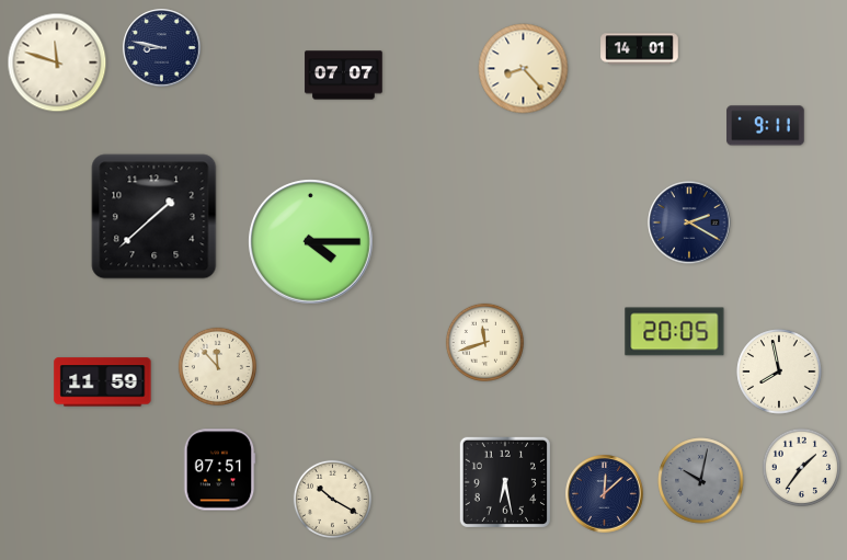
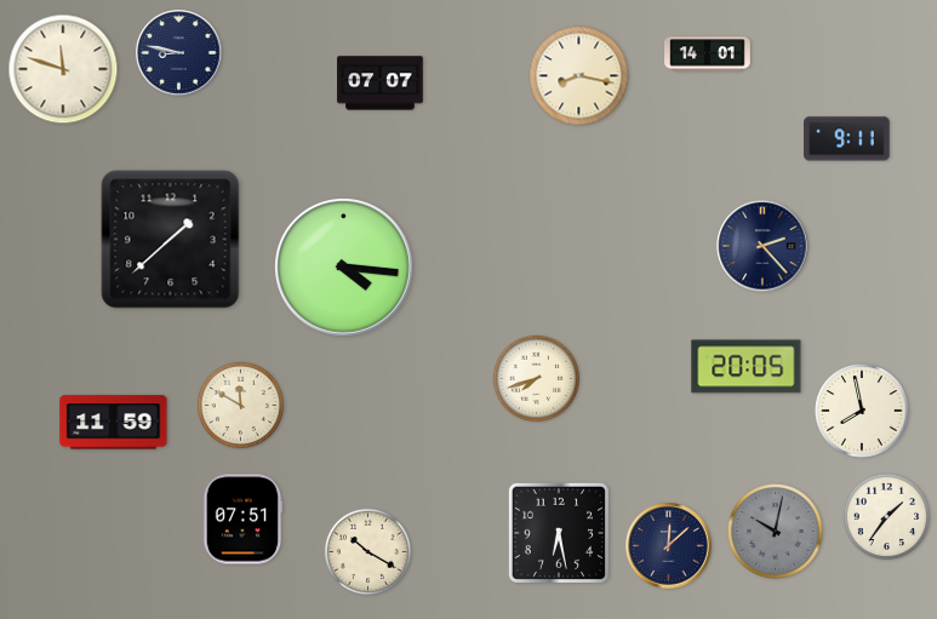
clock at (524, 69): 8:23 -> 8:17
clock at (689, 222): 2:20 -> 2:23
clock at (311, 242): 4:15 -> 4:16
clock at (484, 342): 11:42 -> 7:42
clock at (217, 366): 11:53 -> 11:50
